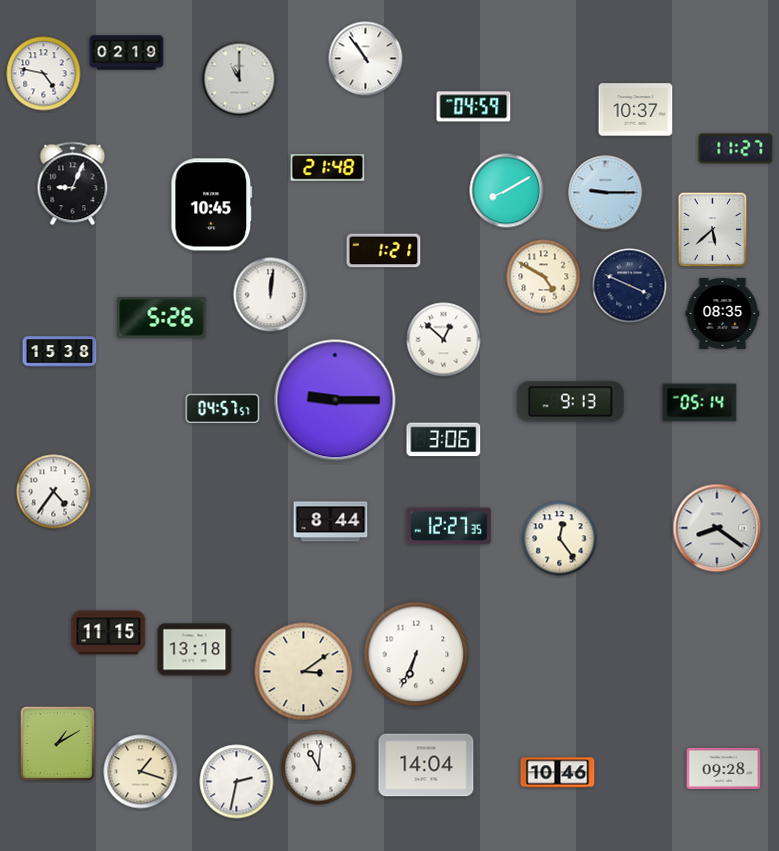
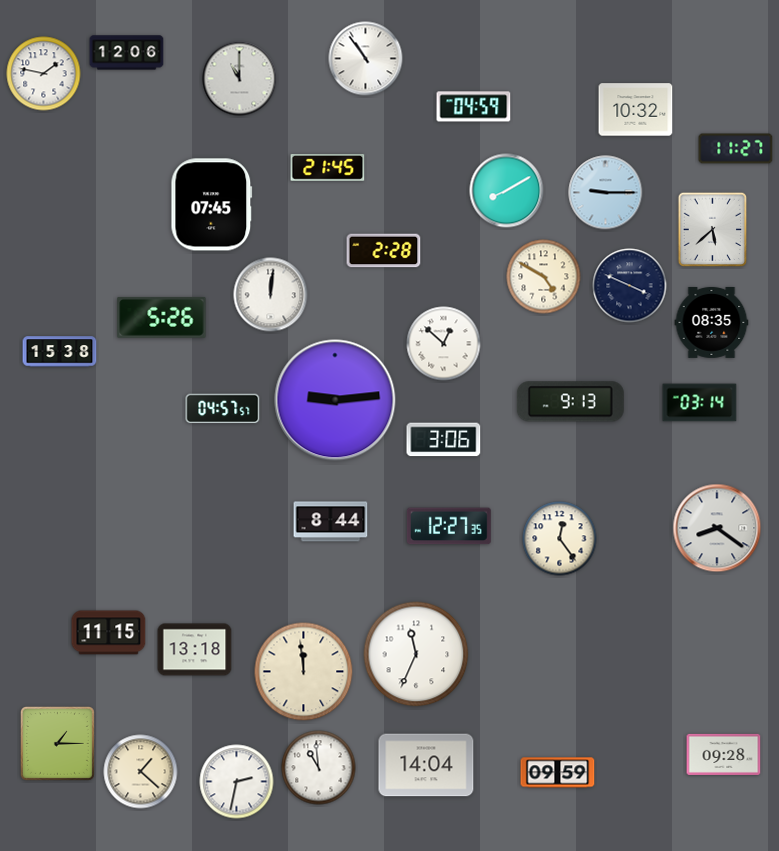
clock at (127, 53): 02:19 -> 12:06
clock at (44, 74): 4:47 -> 1:47
clock at (636, 110): 10:37 -> 10:32
clock at (328, 167): 21:48 -> 21:45
clock at (73, 184): 9:04 -> none
clock at (212, 205): 10:45 -> 07:45
clock at (384, 251): 1:21 -> 2:28
clock at (723, 313) position: (723, 313) -> (712, 322)
clock at (444, 340) position: (444, 340) -> (444, 344)
clock at (335, 400): 9:15 -> 9:14
clock at (700, 403): 05:14 -> 03:14
clock at (54, 492): 4:36 -> none
clock at (416, 654): 6:34 -> 11:34
clock at (304, 672): 3:09 -> 11:59
clock at (57, 743): 1:10 -> 1:15
clock at (319, 768): 11:01 -> 10:59
clock at (724, 768) position: (724, 768) -> (724, 754)
clock at (141, 772): 1:18 -> 1:22
clock at (558, 773): 10:46 -> 09:59
